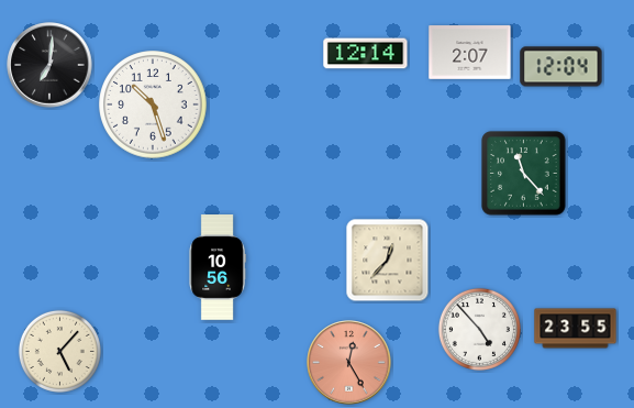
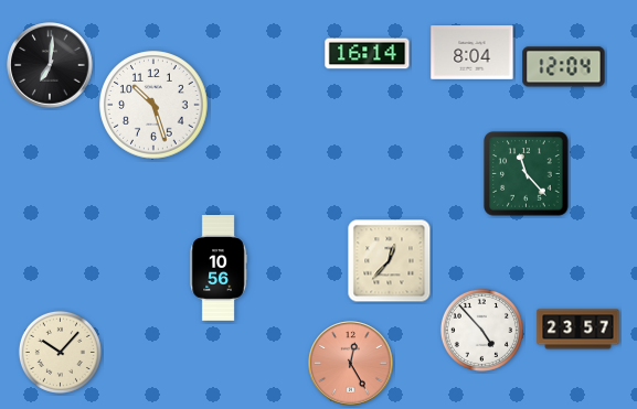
clock at (470, 53): 2:07 -> 8:04
clock at (366, 54): 12:14 -> 16:14
clock at (576, 329): 23:55 -> 23:57
clock at (59, 351): 5:07 -> 10:07
